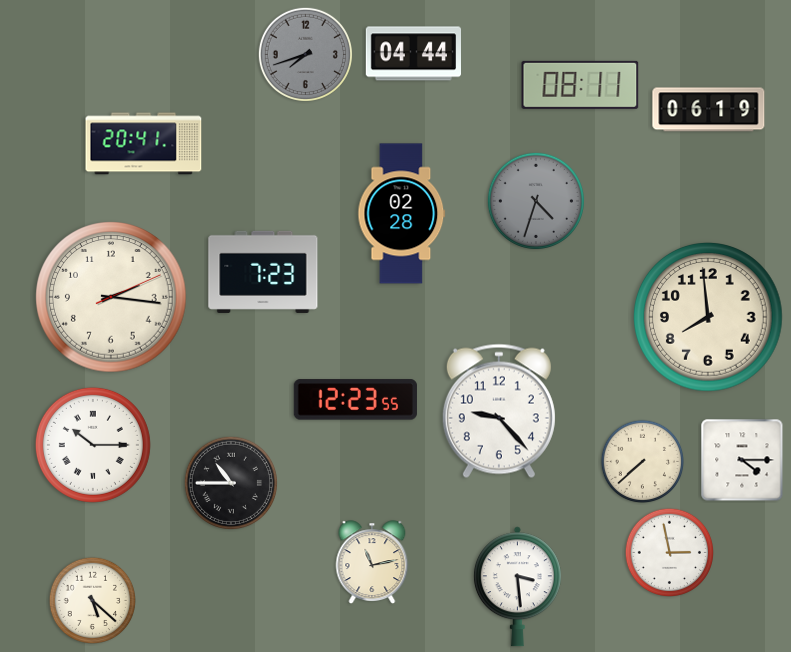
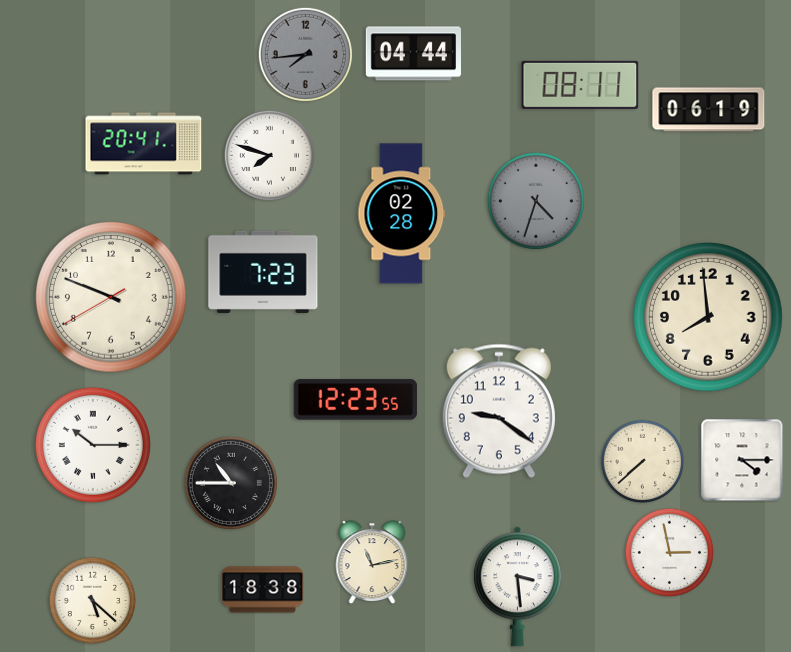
clock at (305, 54): 7:42 -> 7:44
clock at (269, 155): none -> 7:48
clock at (111, 297): 2:16 -> 9:48
clock at (499, 411): 9:23 -> 9:21
clock at (263, 590): none -> 18:38
